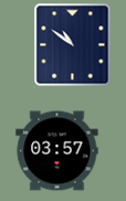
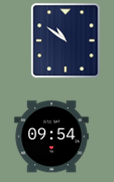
clock at (57, 151): 03:57 -> 09:54
